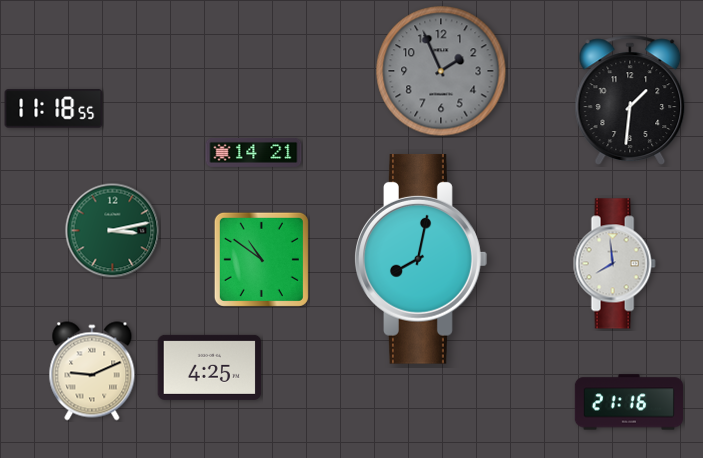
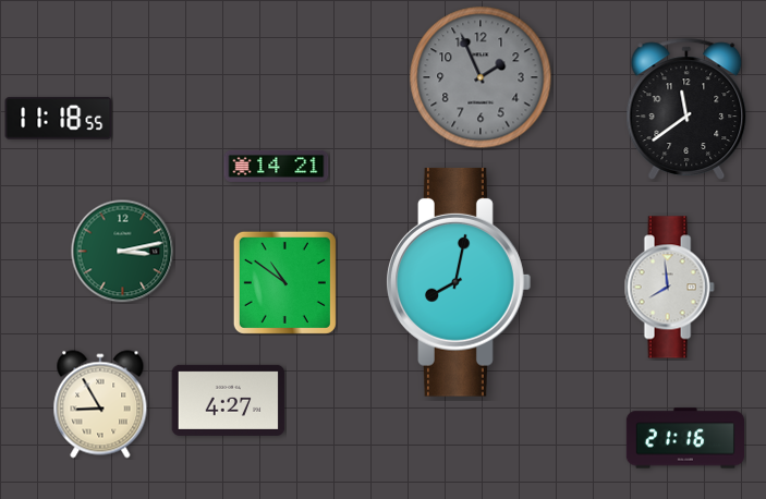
clock at (630, 100): 1:31 -> 11:39
clock at (210, 367): 4:25 -> 4:27
clock at (92, 371): 9:11 -> 8:55
